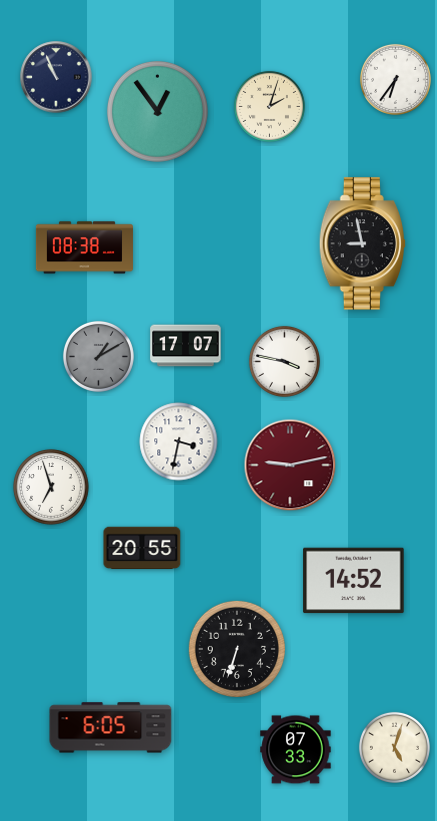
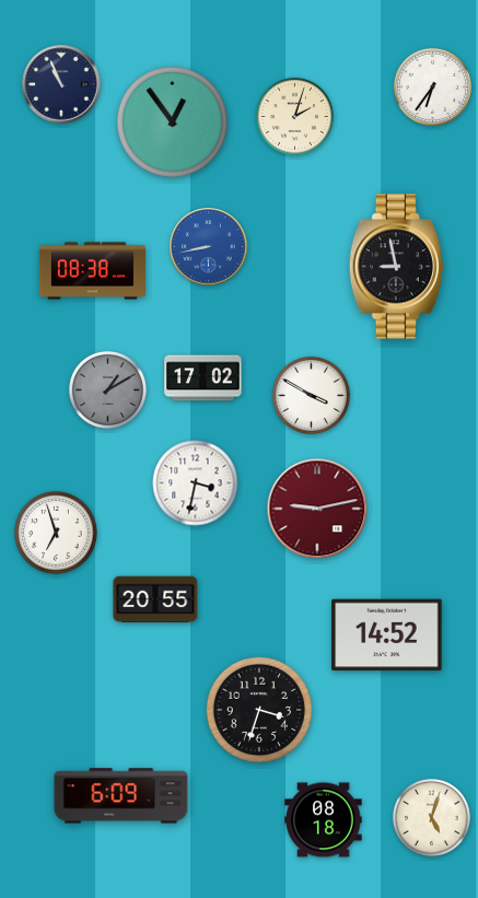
clock at (209, 247): none -> 8:43
clock at (186, 346): 17:07 -> 17:02
clock at (284, 361): 3:47 -> 3:50
clock at (236, 648): 6:33 -> 3:33
clock at (111, 728): 6:05 -> 6:09
clock at (296, 750): 07:33 -> 08:18
